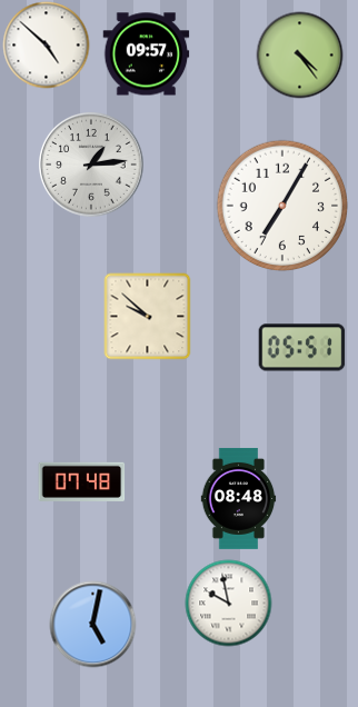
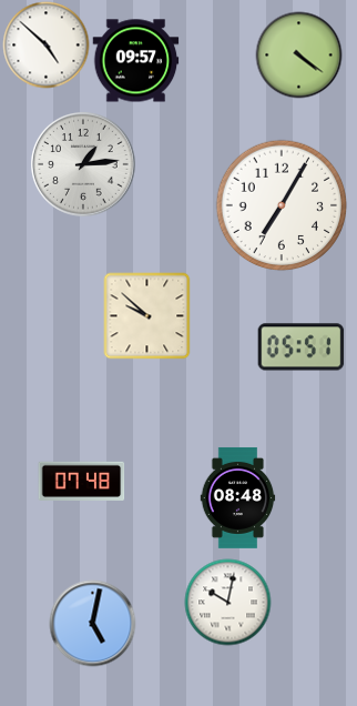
clock at (146, 54) position: (146, 54) -> (135, 61)
clock at (299, 54): 4:24 -> 4:21
clock at (91, 165) position: (91, 165) -> (83, 164)
clock at (228, 603): 9:58 -> 10:02
